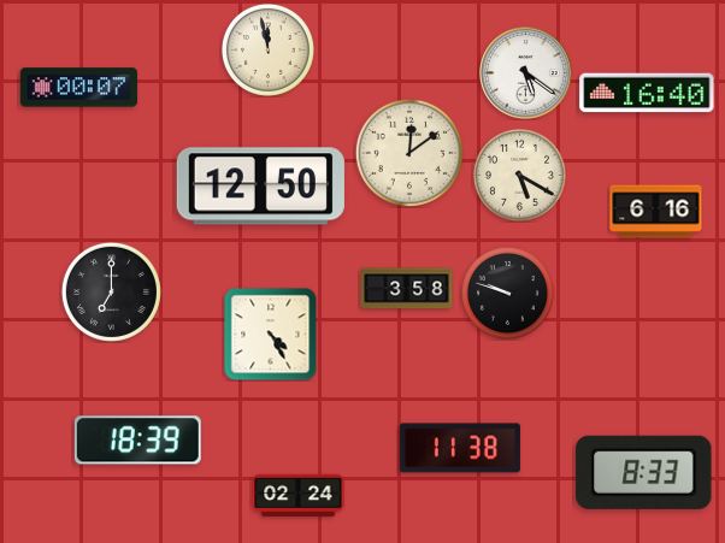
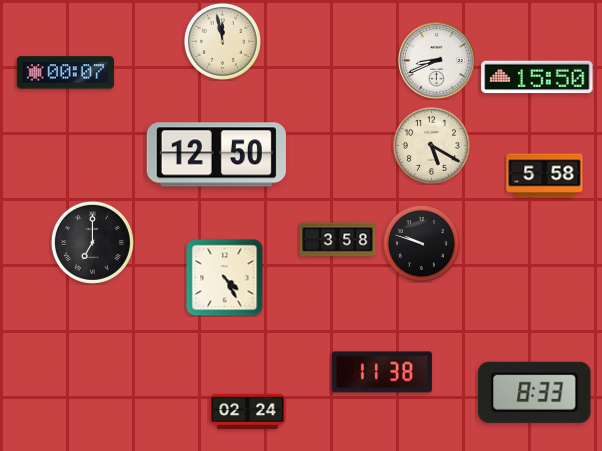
clock at (526, 73): 5:21 -> 8:41
clock at (647, 93): 16:40 -> 15:50
clock at (409, 153): 12:09 -> none
clock at (656, 212): 6:16 -> 5:58
clock at (137, 441): 18:39 -> none
